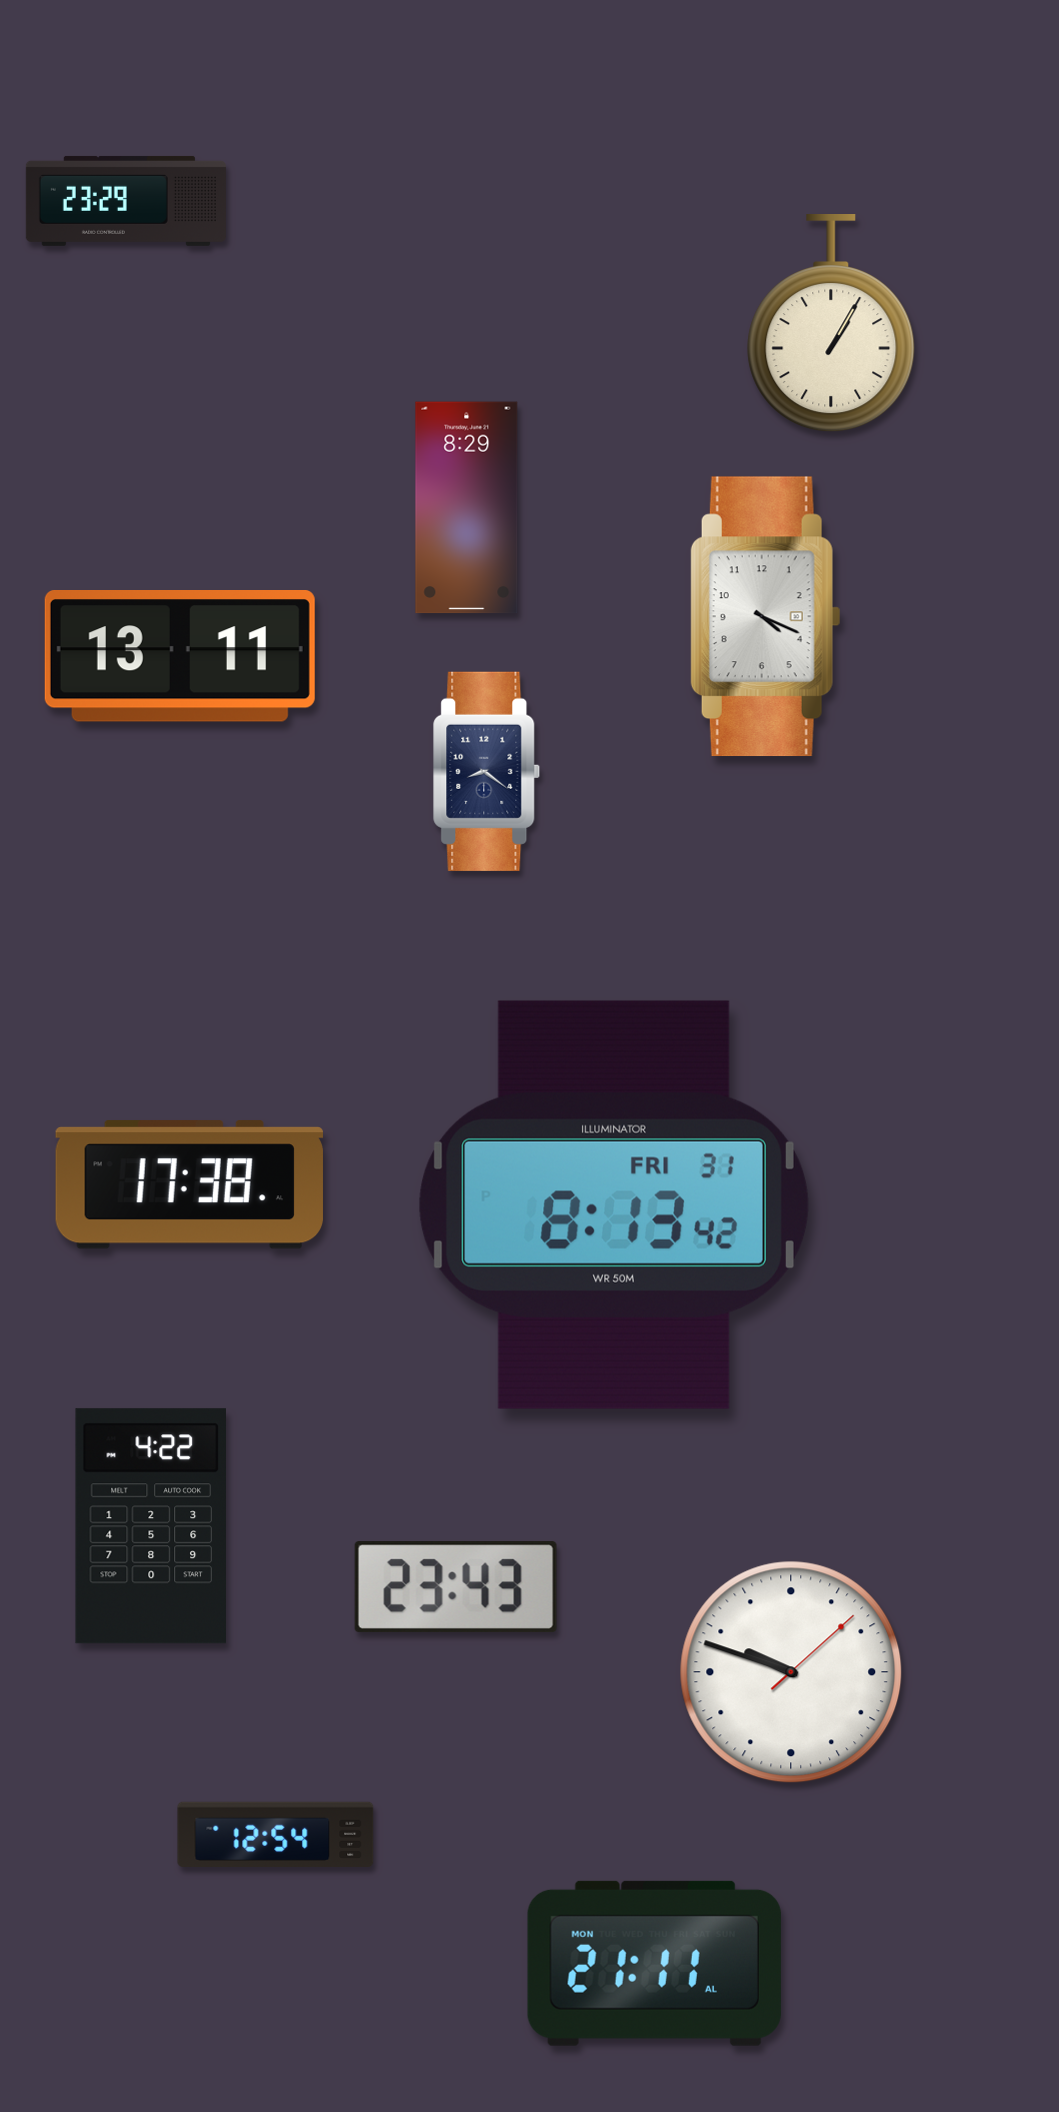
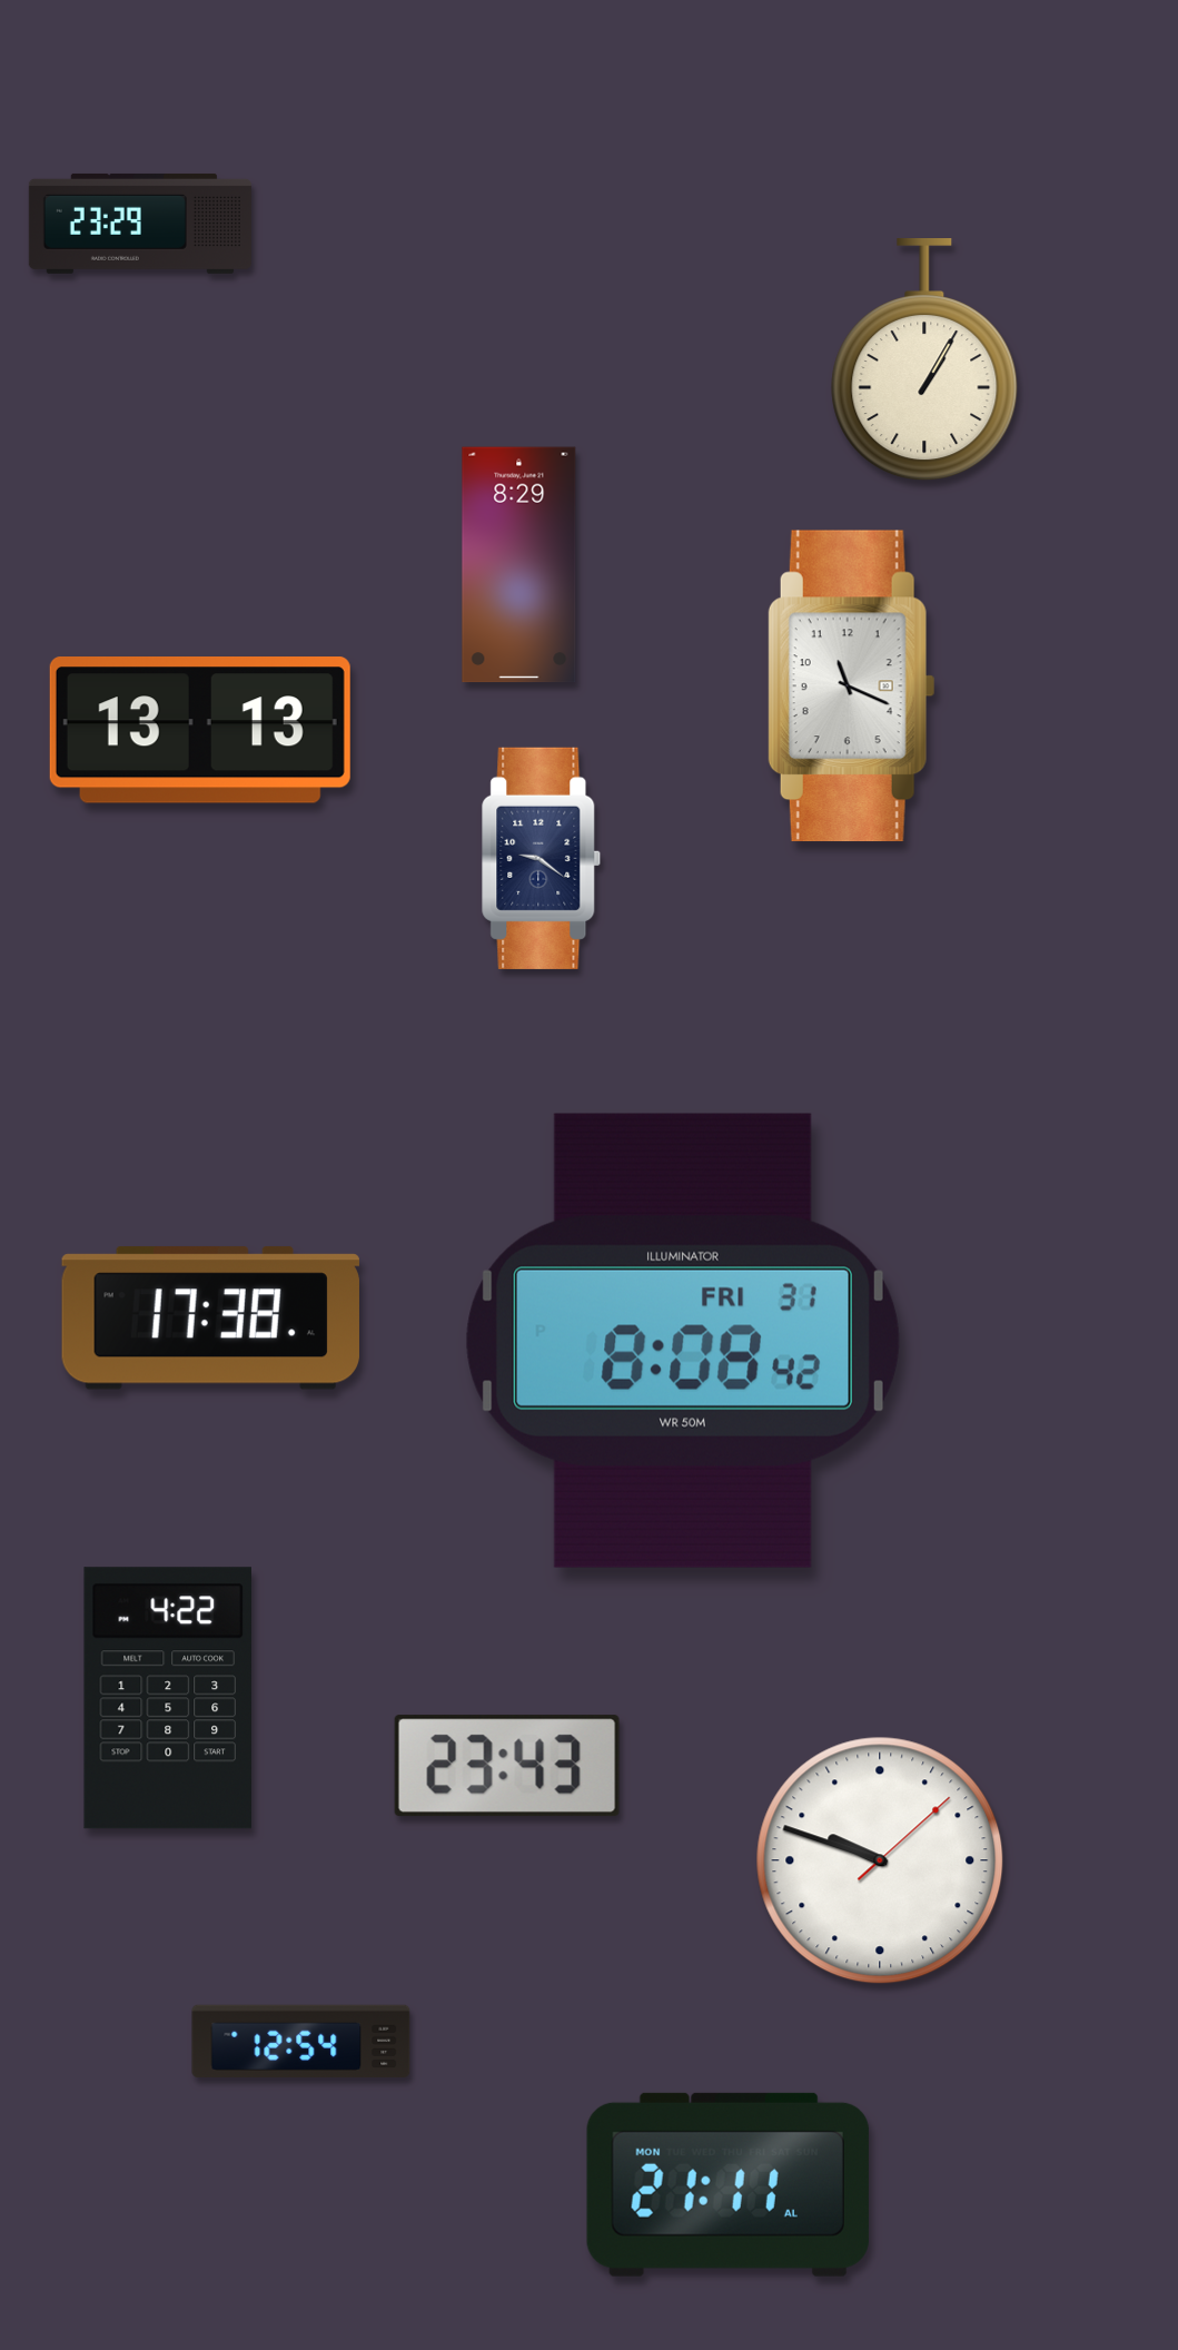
clock at (765, 617): 4:19 -> 11:19
clock at (180, 657): 13:11 -> 13:13
clock at (487, 771): 8:21 -> 9:21
clock at (614, 1205): 8:13 -> 8:08
clock at (276, 1834) position: (276, 1834) -> (301, 2041)
